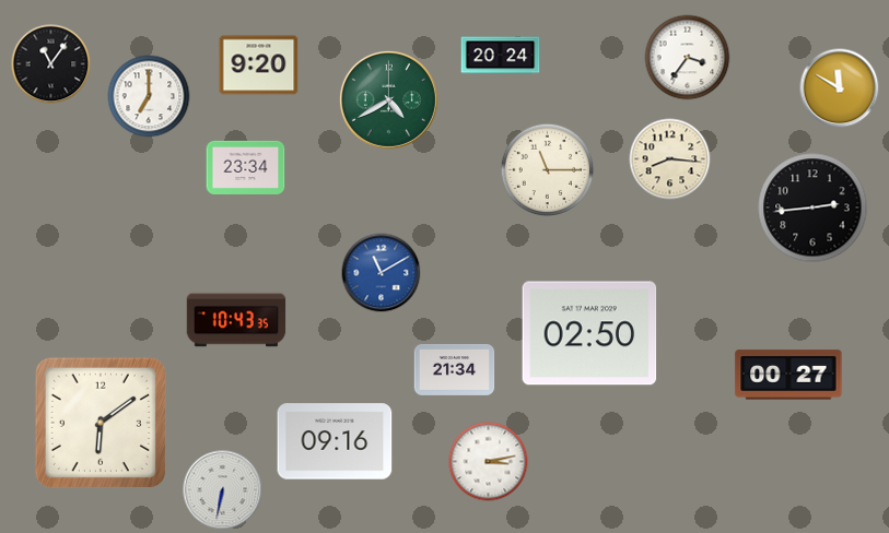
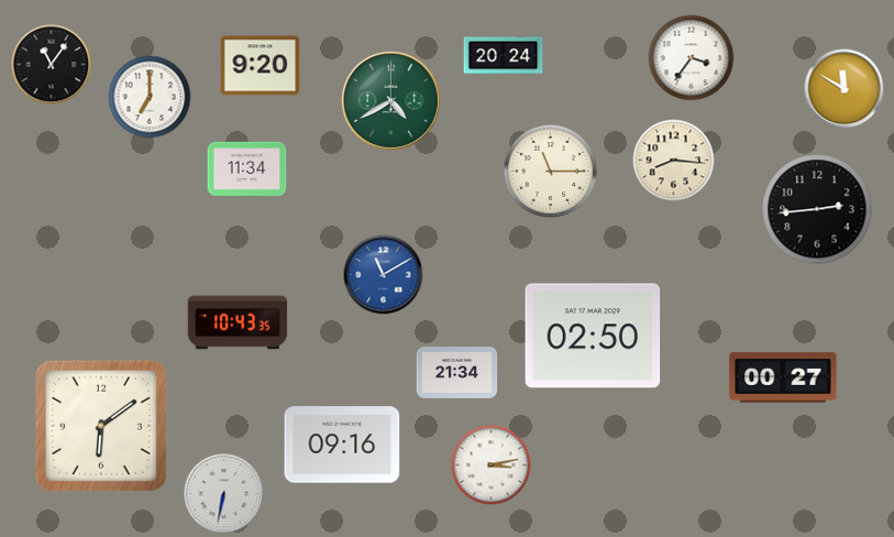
clock at (246, 167): 23:34 -> 11:34
clock at (788, 375) position: (788, 375) -> (783, 377)
clock at (335, 441) position: (335, 441) -> (342, 445)
